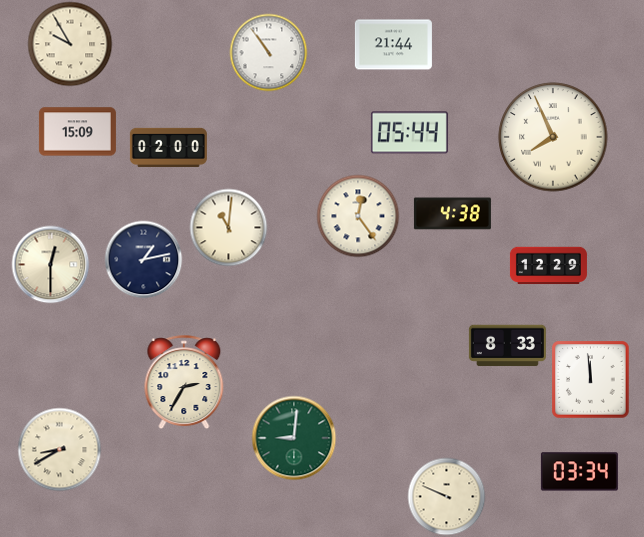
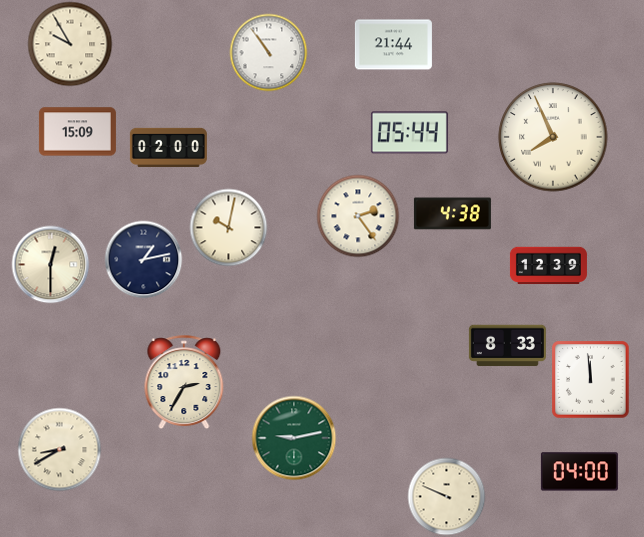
clock at (358, 216): 12:24 -> 2:24
clock at (228, 227): 11:01 -> 10:02
clock at (548, 266): 12:29 -> 12:39
clock at (294, 438): 9:01 -> 9:13
clock at (579, 472): 03:34 -> 04:00
